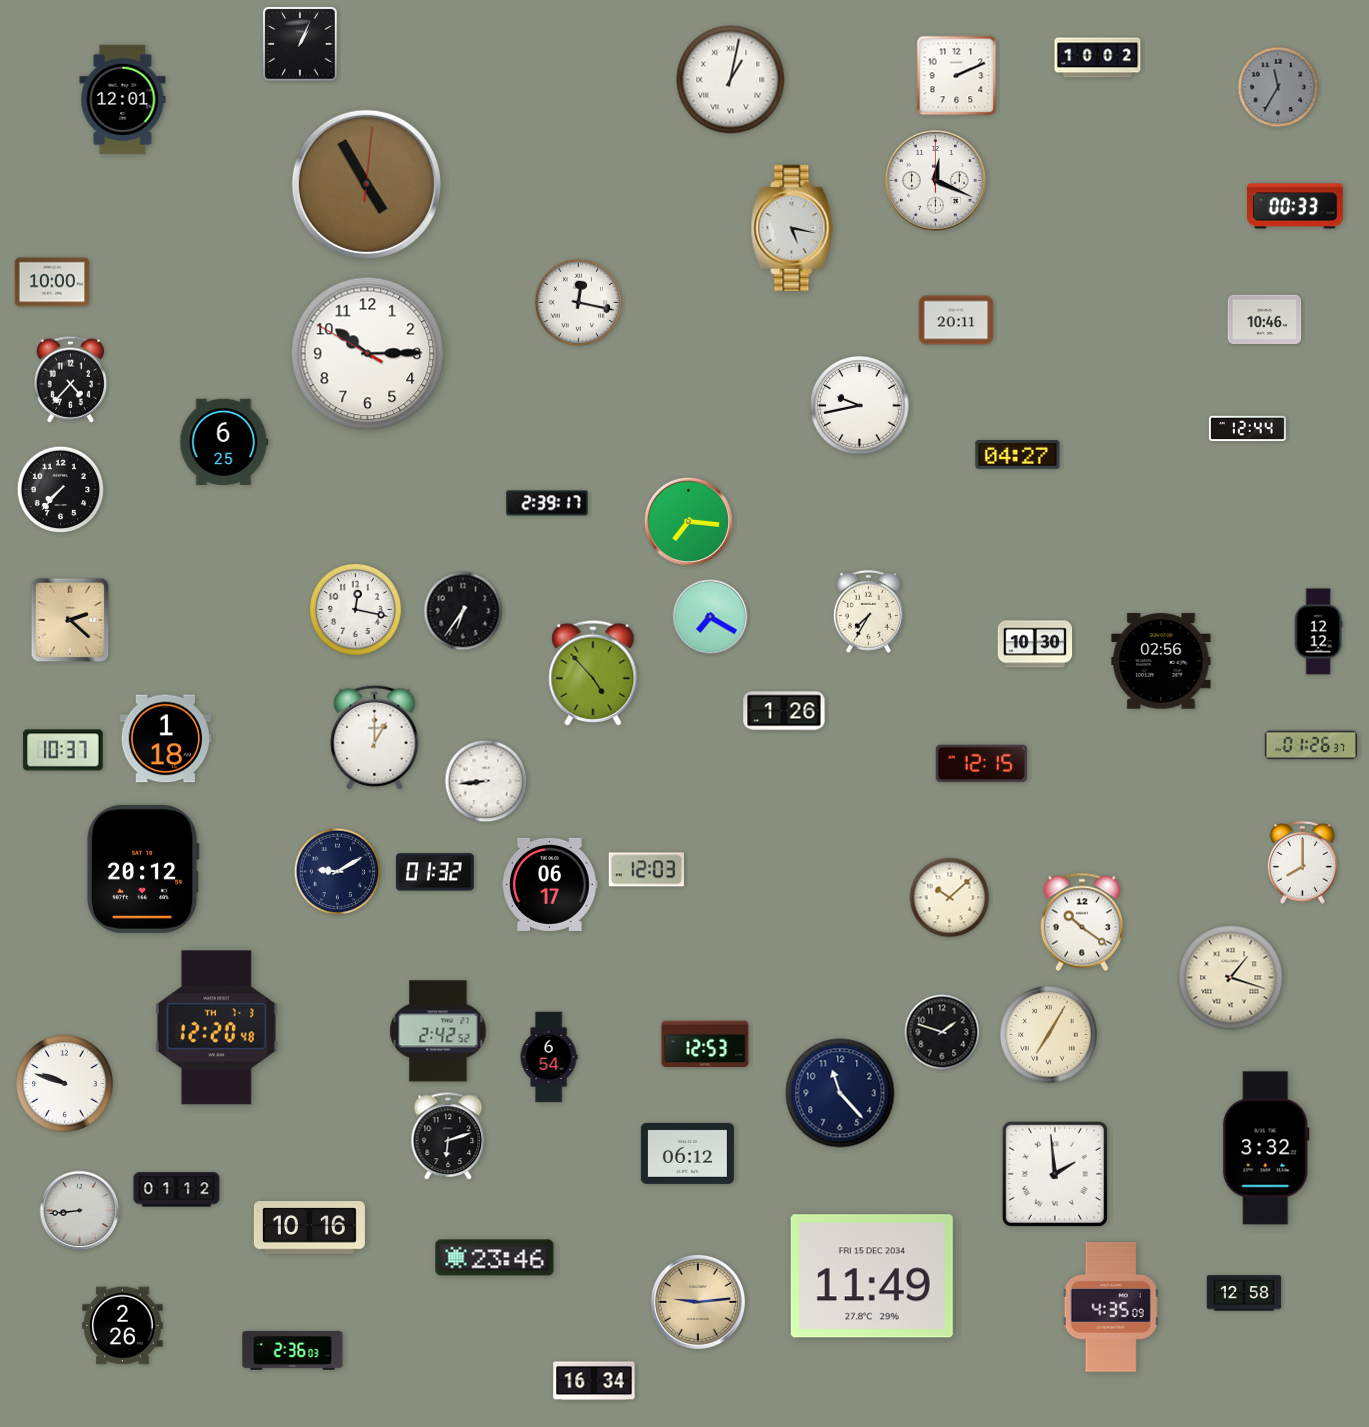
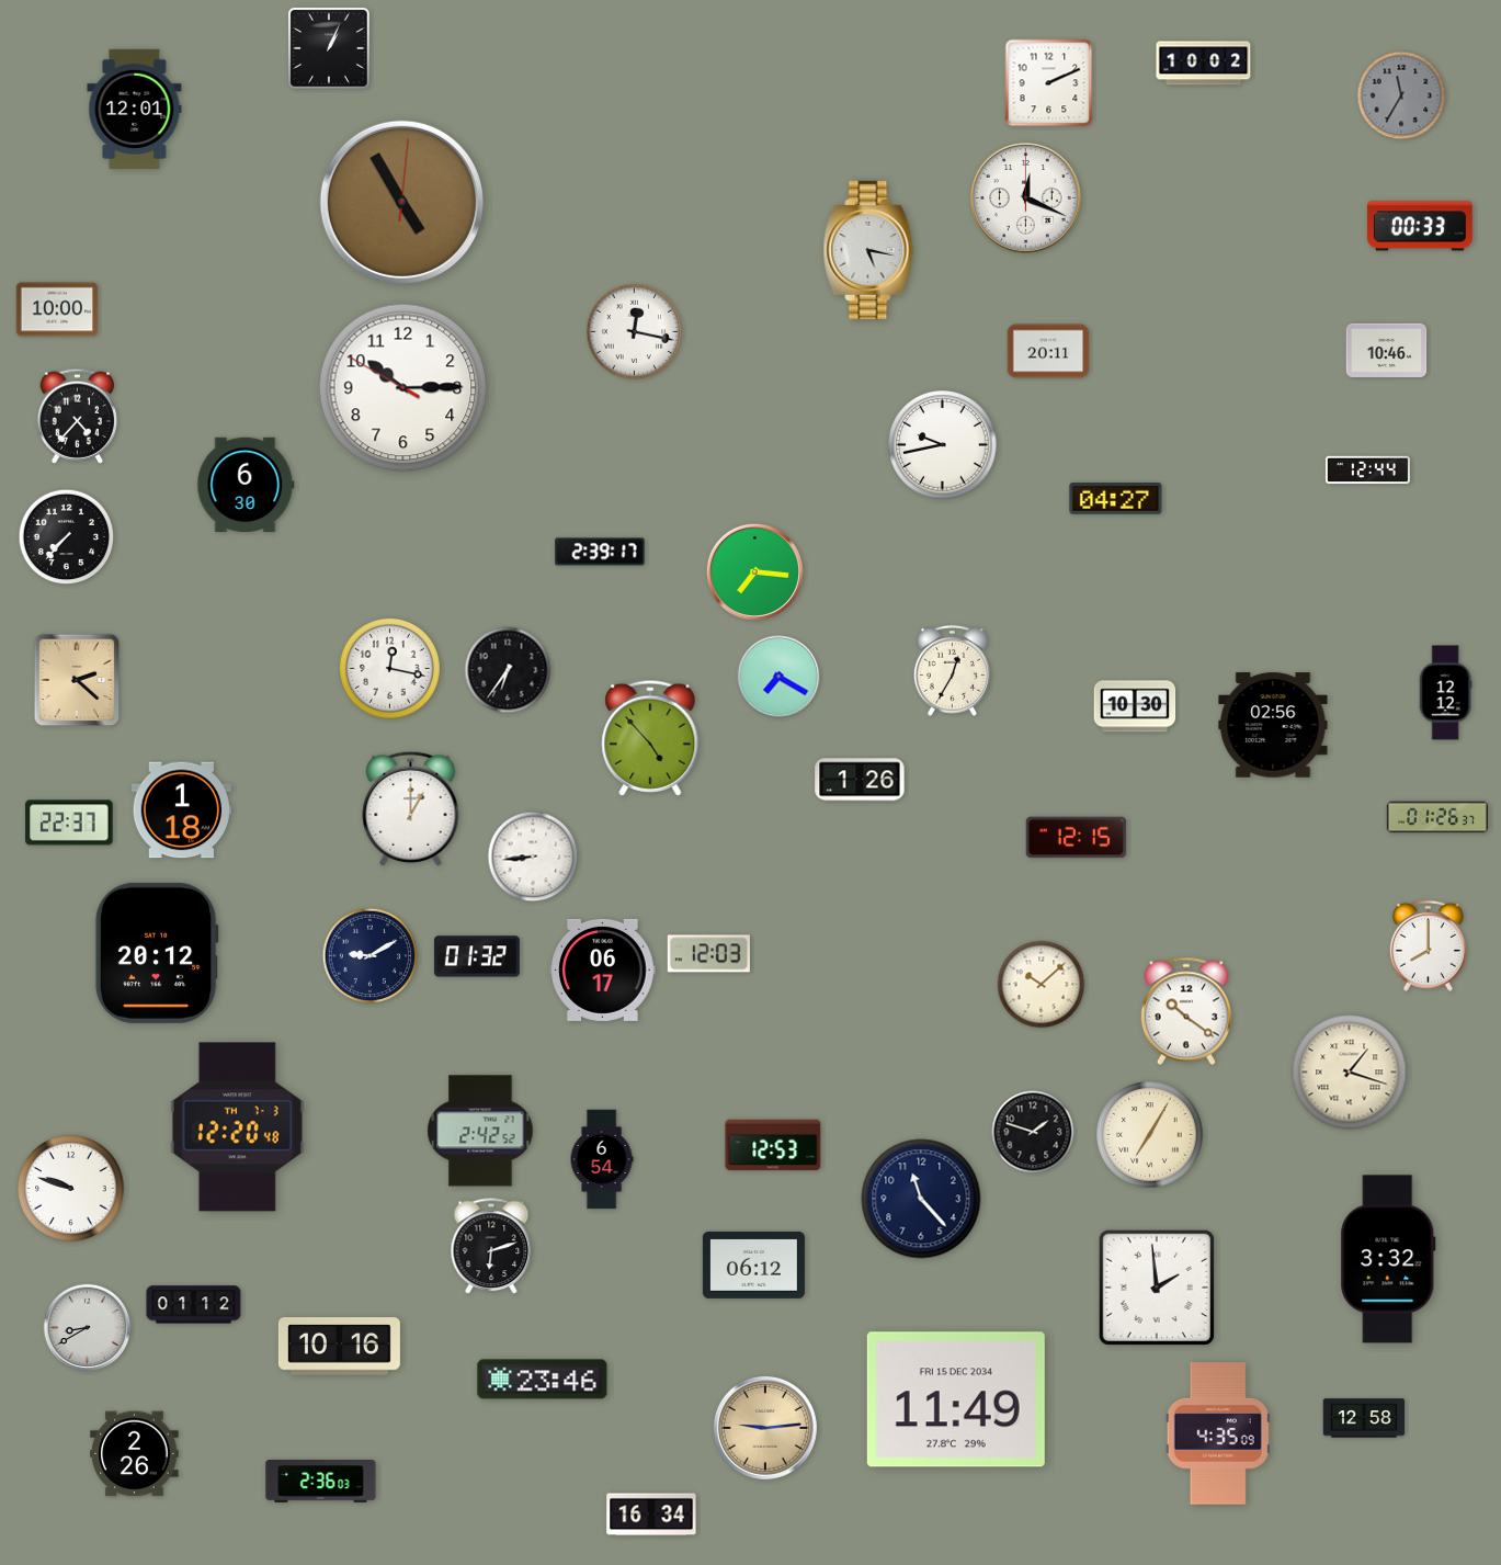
clock at (731, 80): 1:02 -> none
clock at (224, 441): 6:25 -> 6:30
clock at (868, 611): 7:35 -> 12:35
clock at (63, 750): 10:37 -> 22:37
clock at (80, 1211): 8:44 -> 8:40
